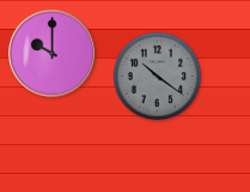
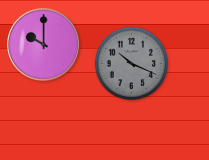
clock at (157, 76): 10:21 -> 10:19
